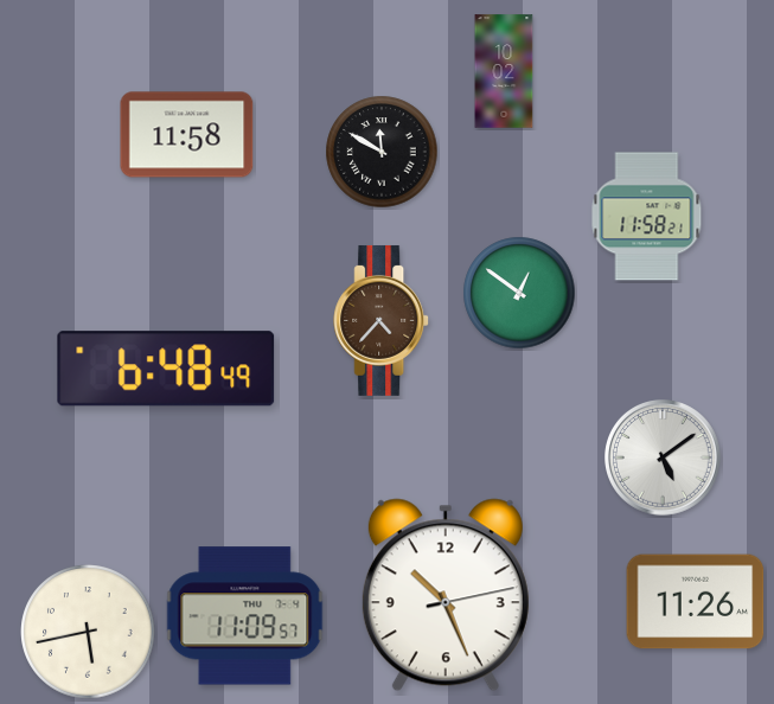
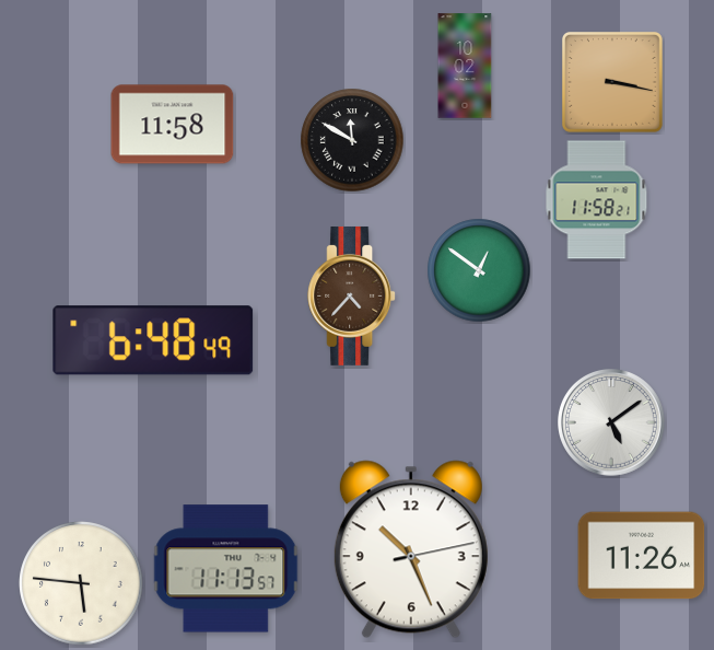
clock at (613, 83): none -> 3:17
clock at (245, 616): 11:09 -> 11:13
clock at (88, 632): 5:43 -> 5:46
